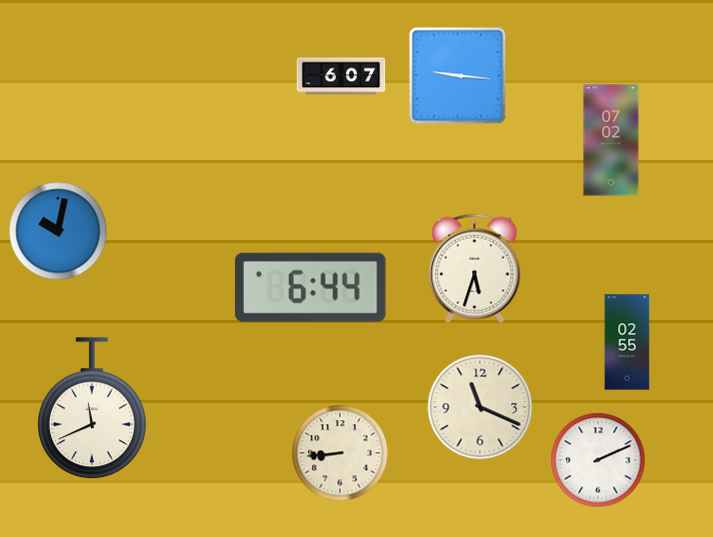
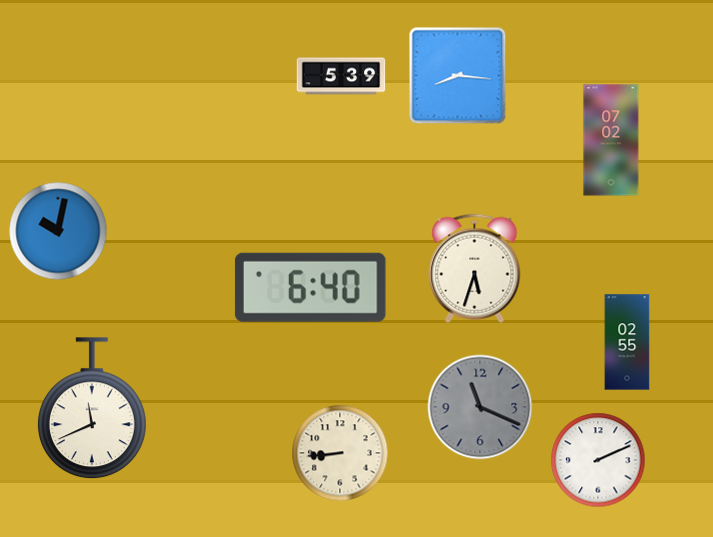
clock at (341, 76): 6:07 -> 5:39
clock at (458, 76): 9:16 -> 8:16
clock at (310, 287): 6:44 -> 6:40
clock at (480, 407) dial: cream -> grey
